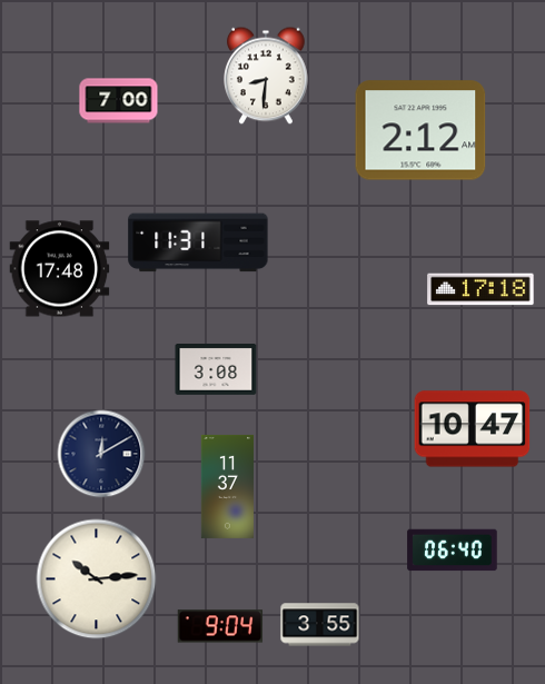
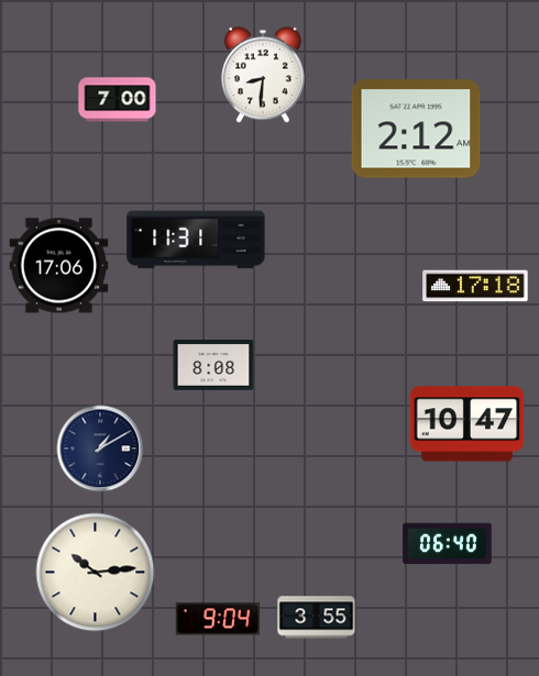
clock at (60, 269): 17:48 -> 17:06
clock at (216, 370): 3:08 -> 8:08
clock at (101, 454): 12:10 -> 1:10
clock at (227, 486): 11:37 -> none
